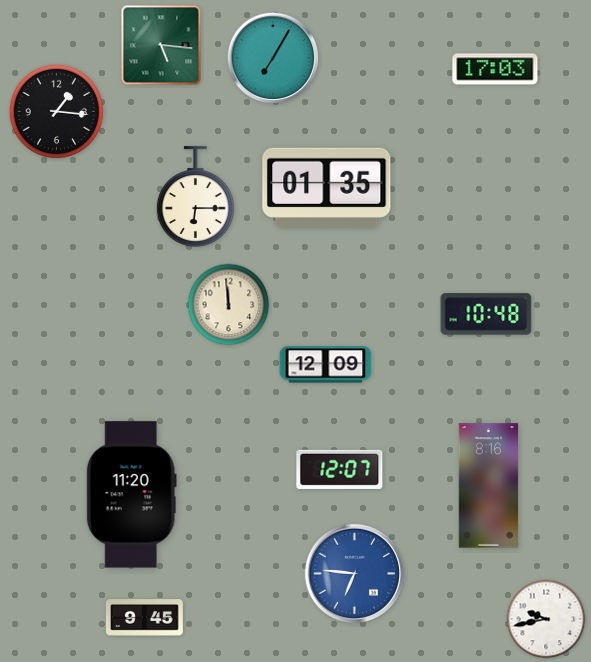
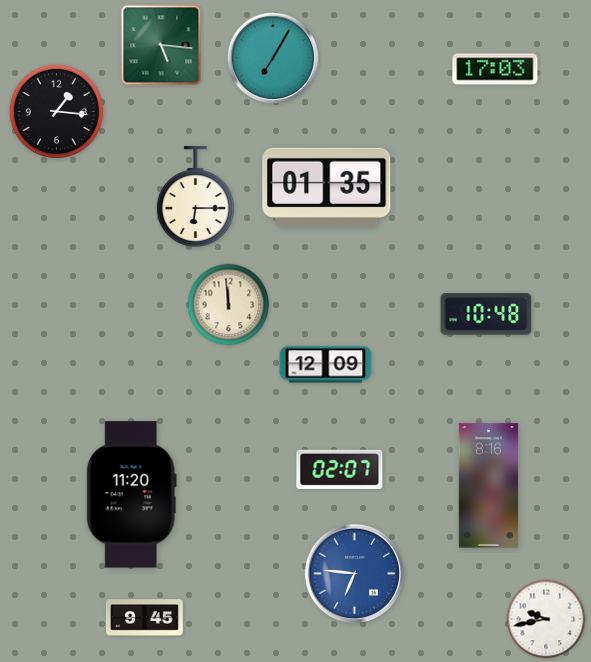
clock at (340, 469): 12:07 -> 02:07
